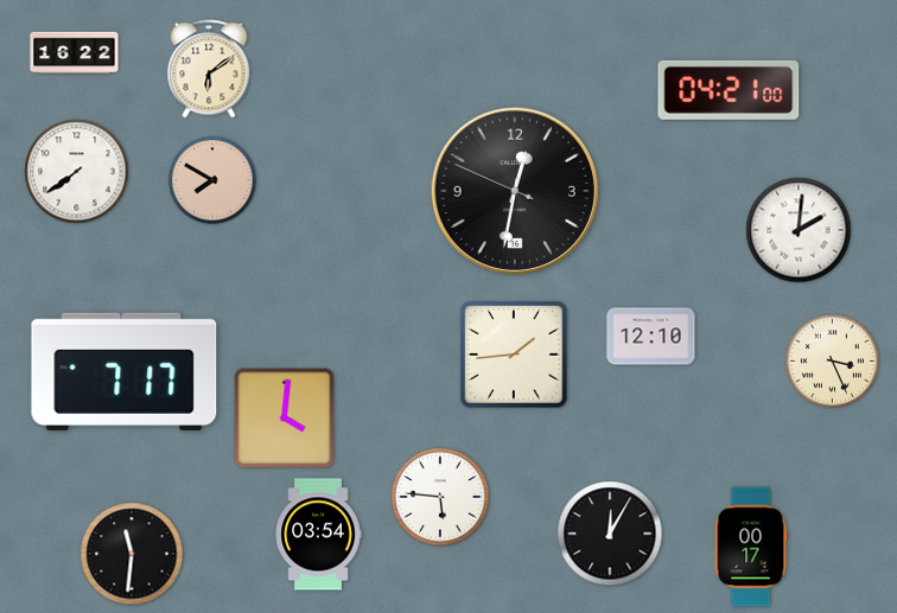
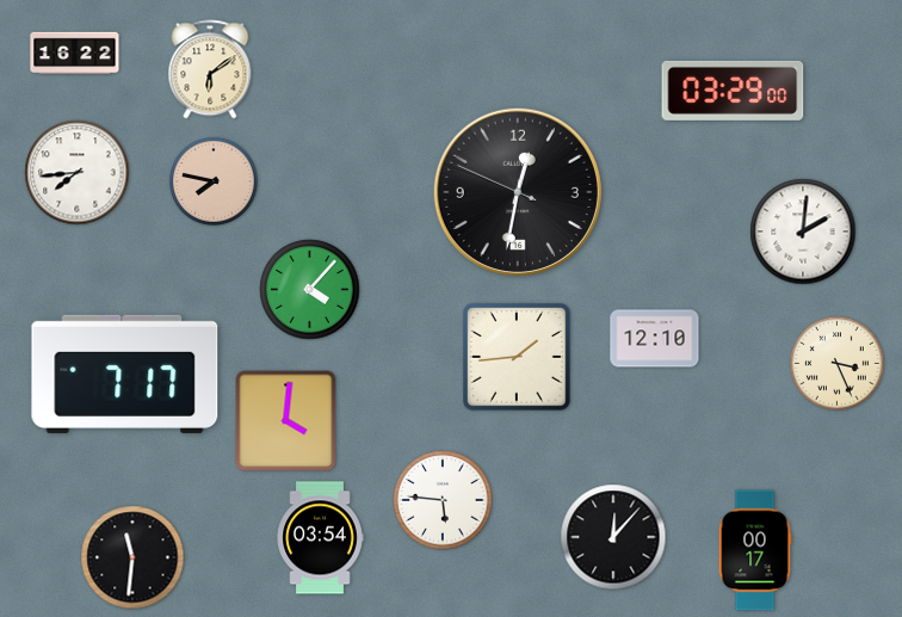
clock at (729, 90): 04:21 -> 03:29
clock at (77, 172): 7:39 -> 7:44
clock at (212, 180): 7:50 -> 7:47
clock at (310, 290): none -> 4:07
clock at (610, 534): 12:05 -> 12:07
